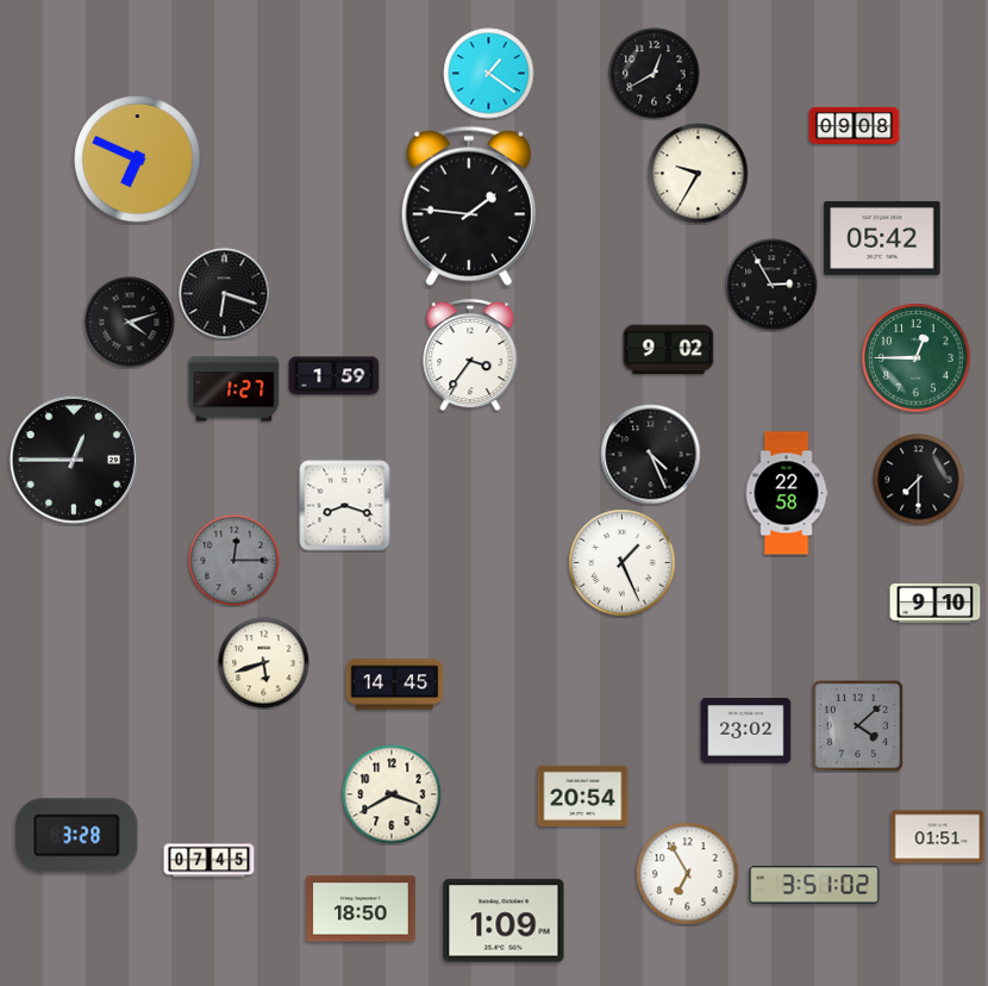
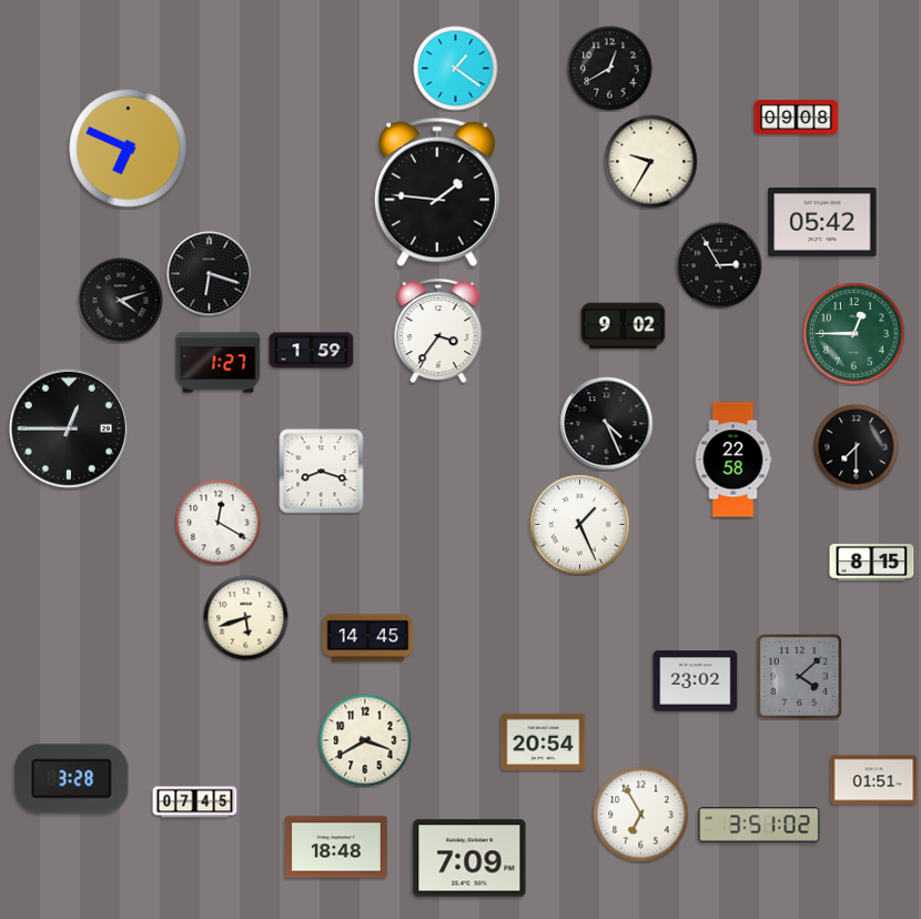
clock at (235, 561): 12:15 -> 12:20
clock at (235, 561) dial: grey -> white
clock at (936, 603): 9:10 -> 8:15
clock at (362, 909): 18:50 -> 18:48
clock at (504, 921): 1:09 -> 7:09
